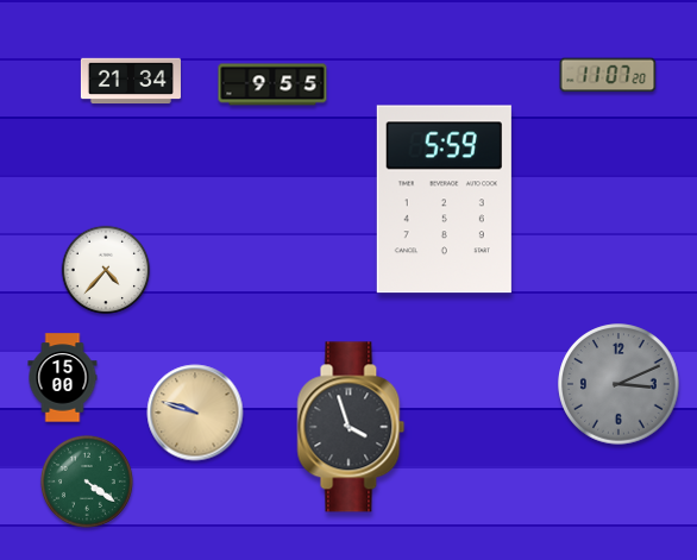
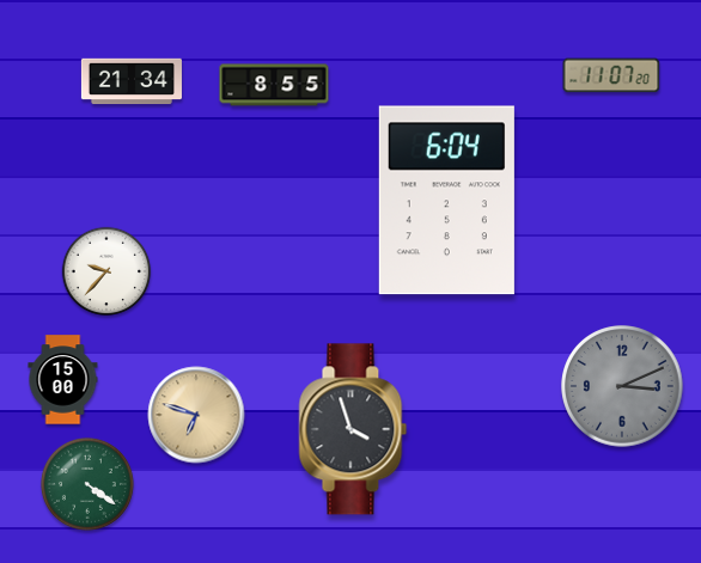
clock at (272, 84): 9:55 -> 8:55
clock at (444, 200): 5:59 -> 6:04
clock at (106, 270): 4:37 -> 9:37
clock at (195, 413): 9:48 -> 6:48
